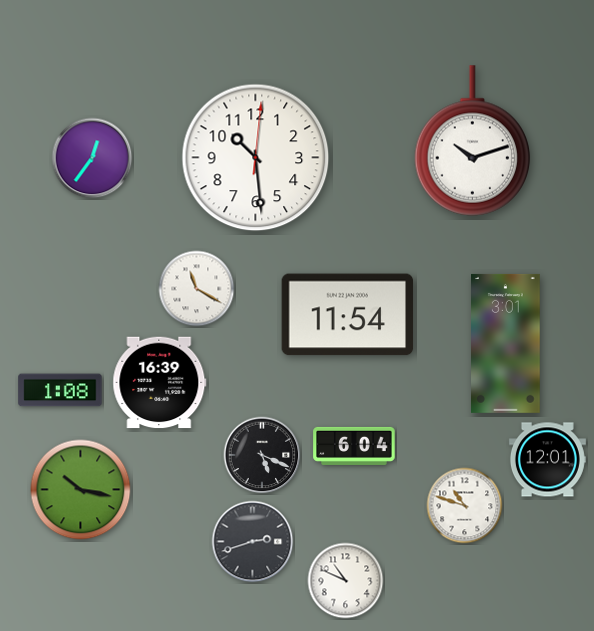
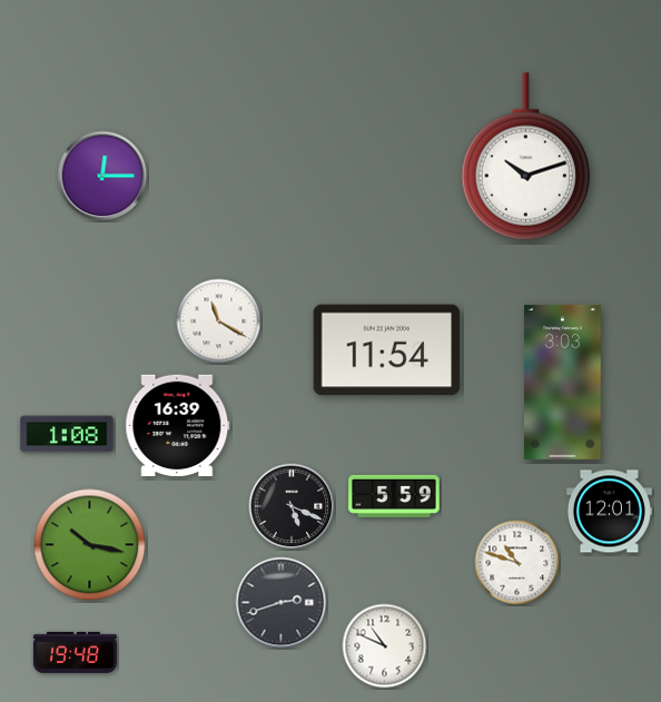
clock at (92, 158): 12:36 -> 12:15
clock at (256, 158): 10:29 -> none
clock at (506, 343): 3:01 -> 3:03
clock at (354, 446): 6:04 -> 5:59
clock at (75, 652): none -> 19:48
